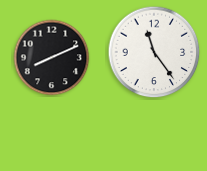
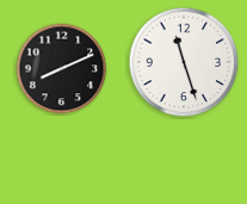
clock at (154, 52): 11:24 -> 11:27
